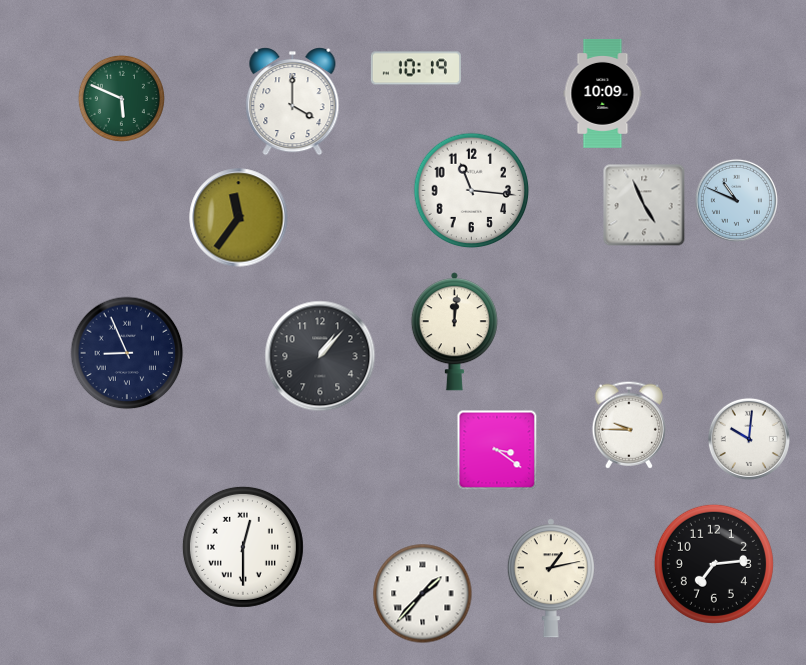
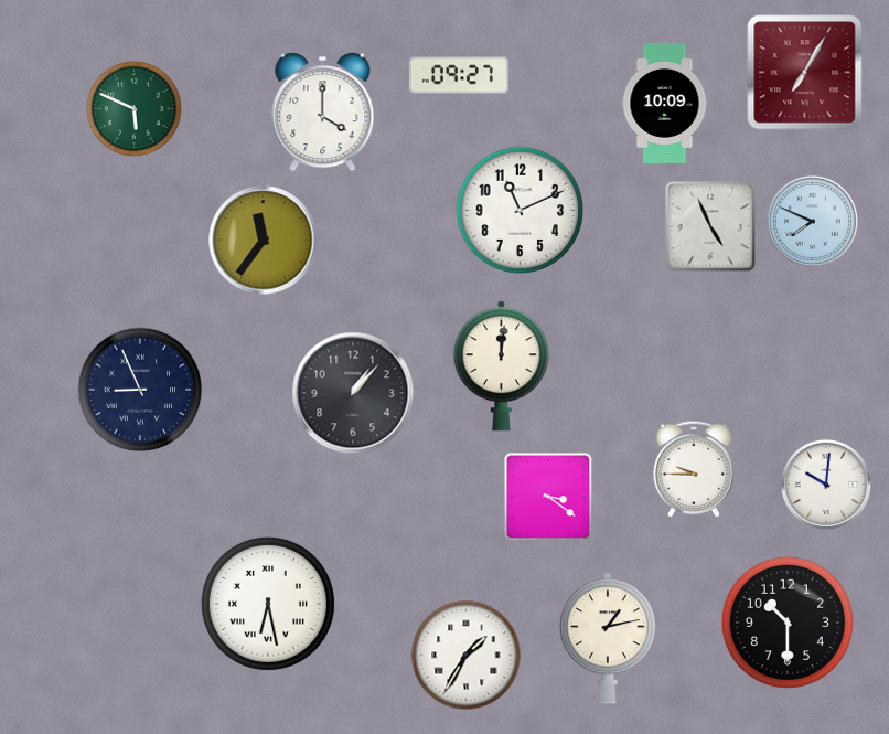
clock at (805, 73): none -> 7:05
clock at (416, 68): 10:19 -> 09:27
clock at (472, 191): 11:16 -> 11:11
clock at (736, 200): 10:49 -> 7:49
clock at (243, 547): 12:30 -> 6:28
clock at (714, 564): 7:14 -> 10:30
clock at (423, 594): 1:37 -> 1:35
